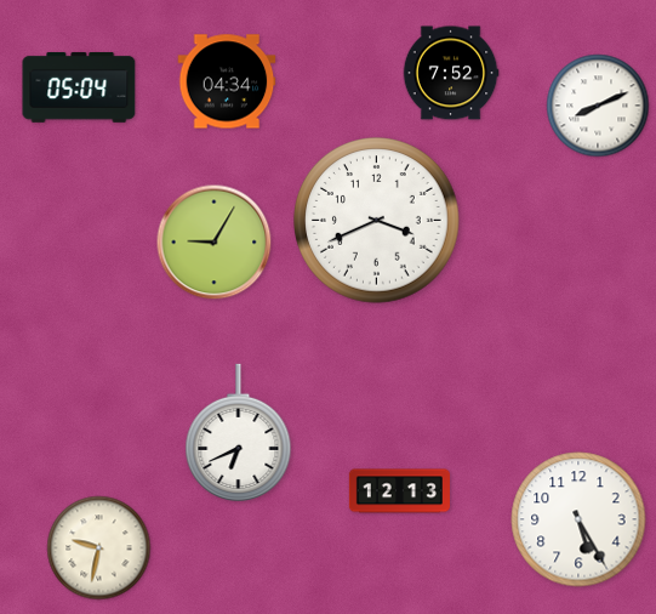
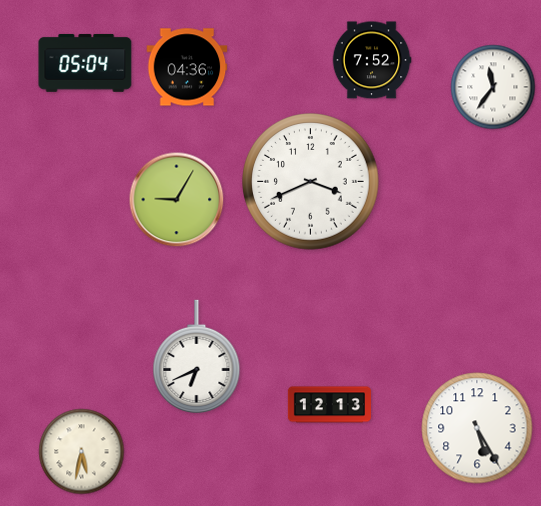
clock at (227, 81): 04:34 -> 04:36
clock at (79, 87) position: (79, 87) -> (85, 63)
clock at (598, 106): 8:11 -> 11:36
clock at (99, 548): 9:32 -> 5:32
